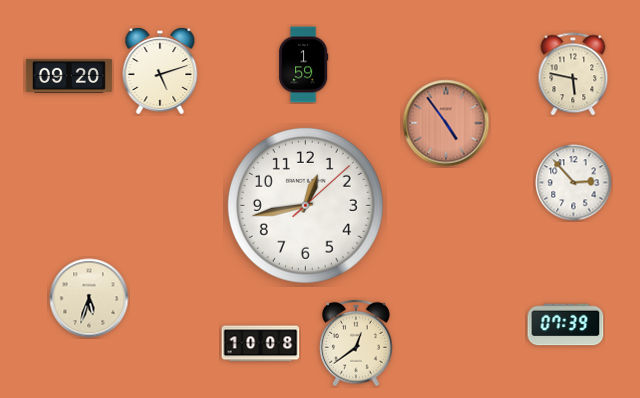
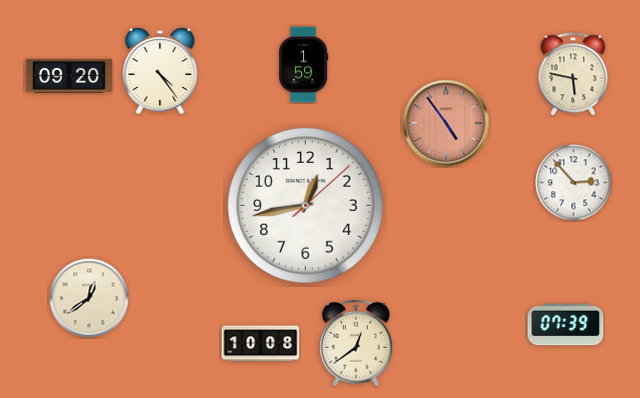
clock at (160, 71): 5:12 -> 4:24
clock at (89, 298): 5:33 -> 12:39
